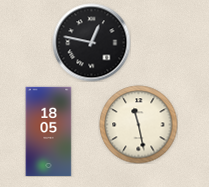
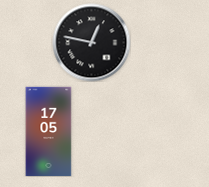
clock at (138, 124): 11:28 -> none
clock at (49, 131): 18:05 -> 17:05
